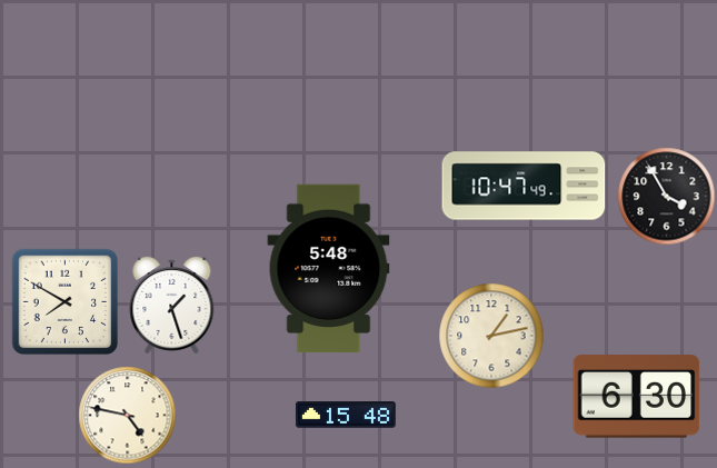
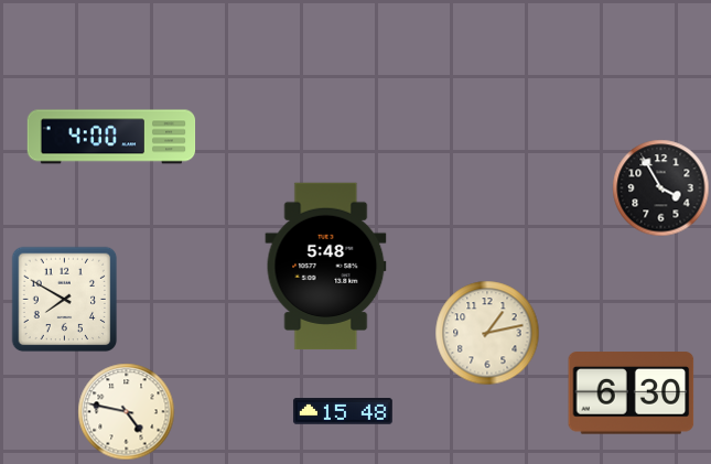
clock at (111, 137): none -> 4:00
clock at (524, 186): 10:47 -> none
clock at (667, 197) position: (667, 197) -> (661, 188)
clock at (172, 305): 1:27 -> none
